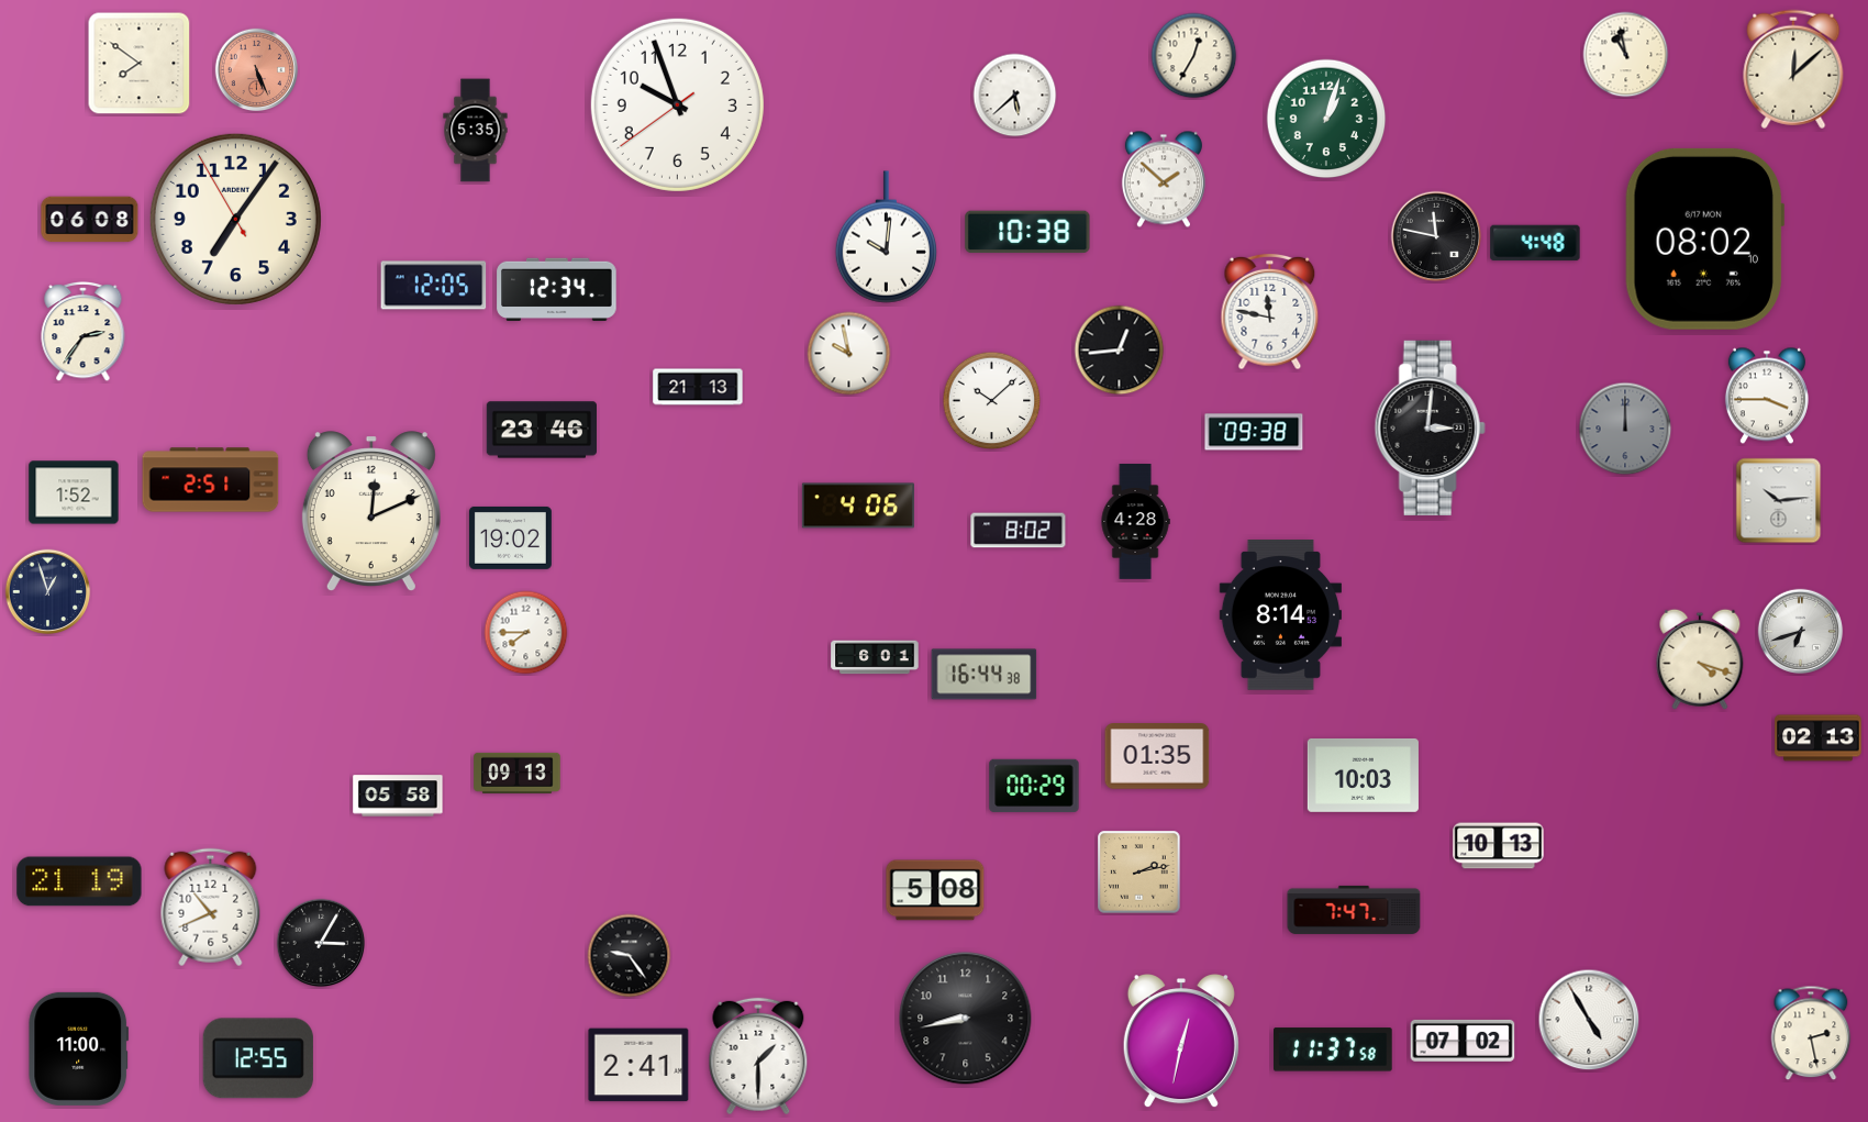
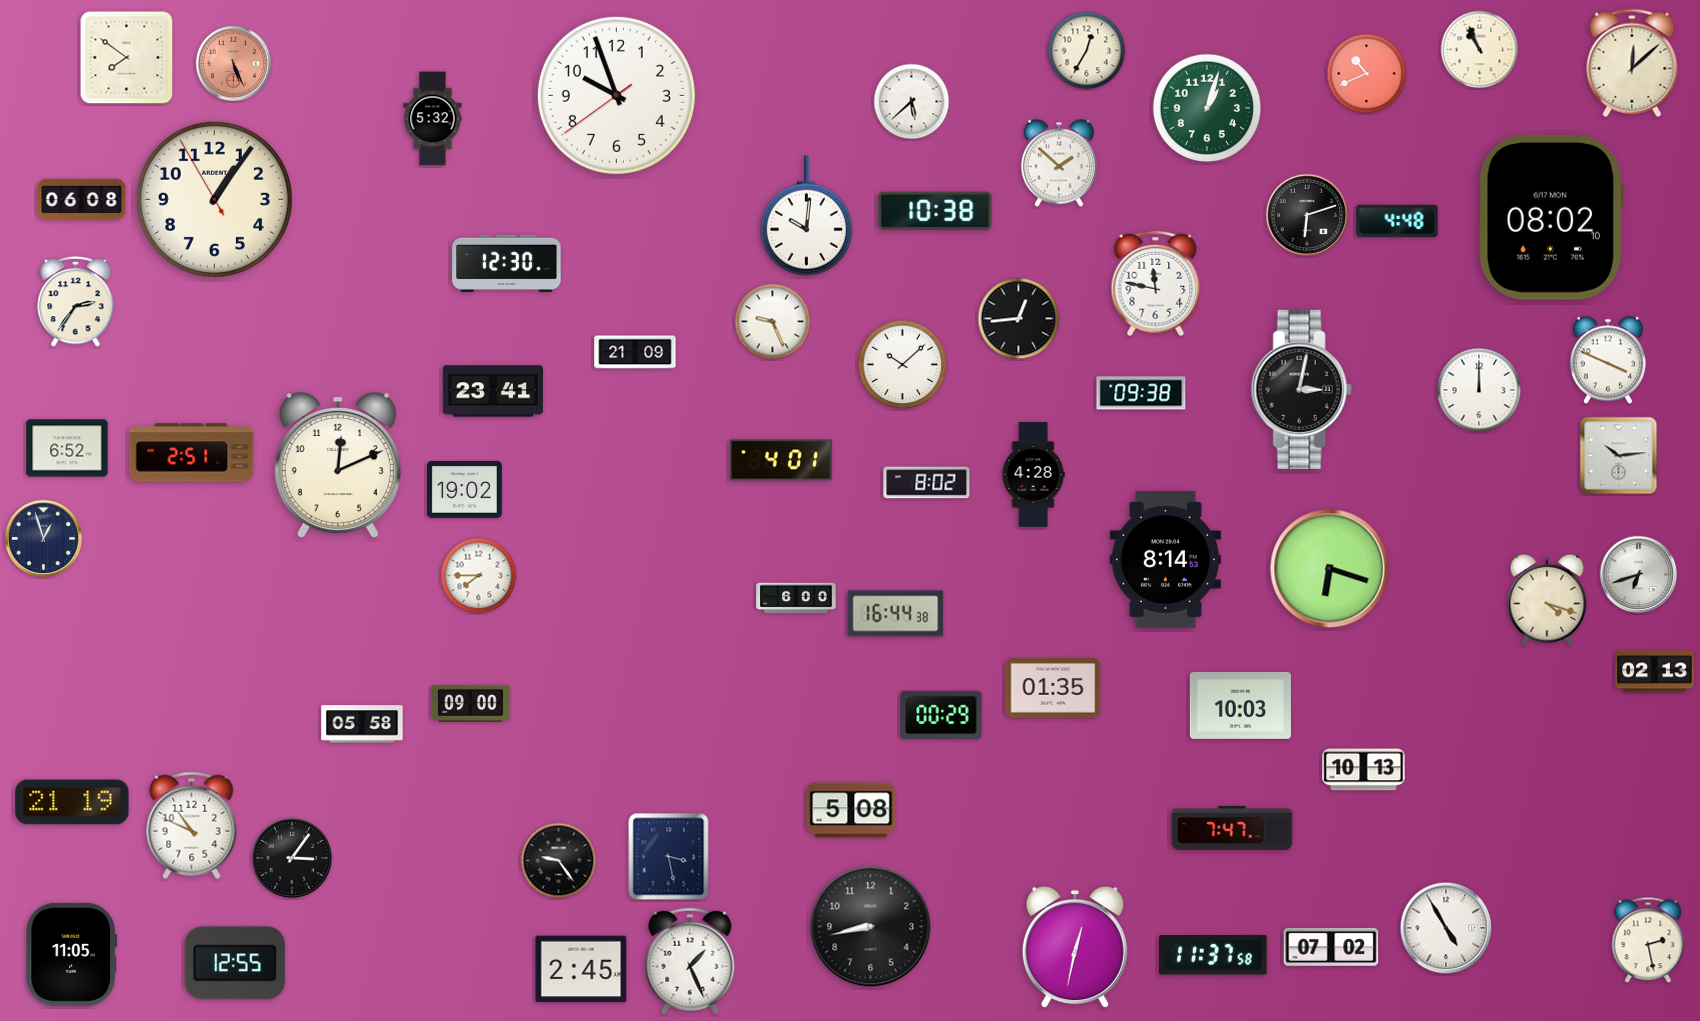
clock at (1626, 55): 10:58 -> 10:56
clock at (1367, 74): none -> 10:41
clock at (1015, 96) position: (1015, 96) -> (912, 102)
clock at (476, 131): 5:35 -> 5:32
clock at (235, 219): 7:05 -> 1:05
clock at (1436, 236): 11:47 -> 6:12
clock at (434, 286): 12:05 -> none
clock at (557, 289): 12:34 -> 12:30
clock at (849, 354): 9:58 -> 9:26
clock at (698, 387): 21:13 -> 21:09
clock at (1767, 396): 3:45 -> 3:49
clock at (1430, 427): 3:01 -> 3:02
clock at (1625, 429) dial: grey -> white
clock at (541, 430): 23:46 -> 23:41
clock at (211, 480) position: (211, 480) -> (192, 453)
clock at (74, 492): 1:52 -> 6:52
clock at (858, 506): 4:06 -> 4:01
clock at (1330, 569): none -> 6:18
clock at (875, 657): 6:01 -> 6:00
clock at (518, 773): 09:13 -> 09:00
clock at (1139, 873): 2:13 -> none
clock at (211, 908): 10:41 -> 10:49
clock at (669, 857): none -> 3:28
clock at (321, 943): 3:05 -> 3:06
clock at (630, 956) position: (630, 956) -> (559, 861)
clock at (966, 1019) position: (966, 1019) -> (871, 927)
clock at (79, 1048): 11:00 -> 11:05
clock at (758, 1056): 1:30 -> 1:26
clock at (638, 1065): 2:41 -> 2:45
